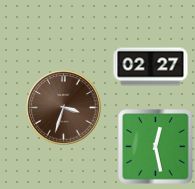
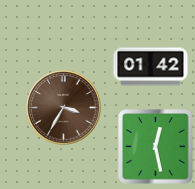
clock at (151, 67): 02:27 -> 01:42
clock at (64, 108): 3:33 -> 3:35
